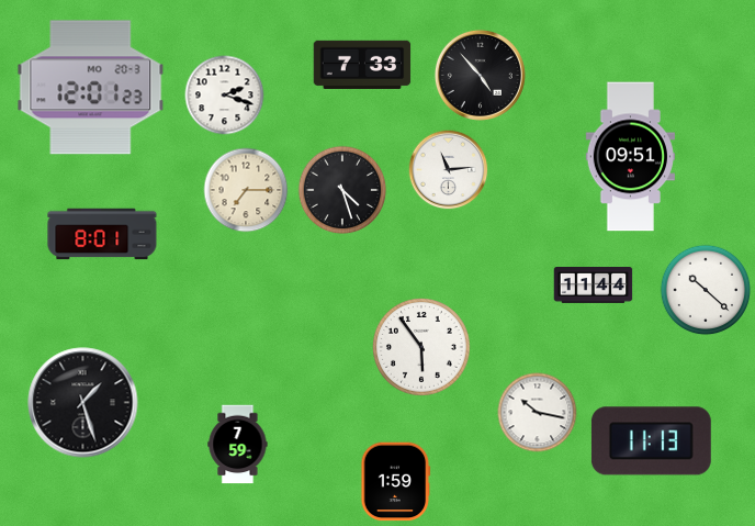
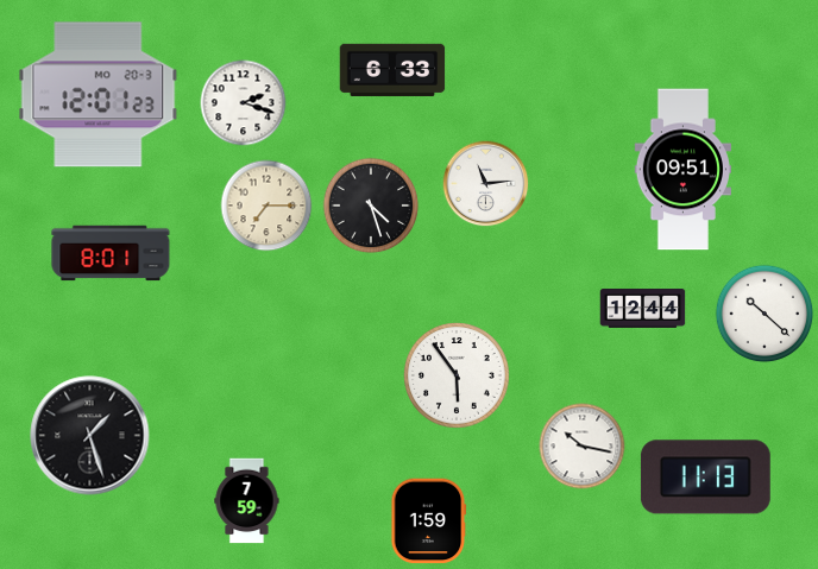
clock at (362, 65): 7:33 -> 6:33
clock at (480, 75): 4:53 -> none
clock at (594, 286): 11:44 -> 12:44
clock at (238, 445) position: (238, 445) -> (247, 501)
